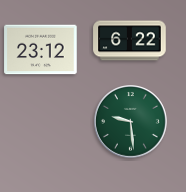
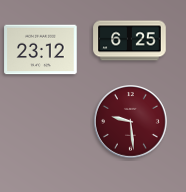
clock at (130, 41): 6:22 -> 6:25
clock at (131, 122) dial: green -> burgundy
